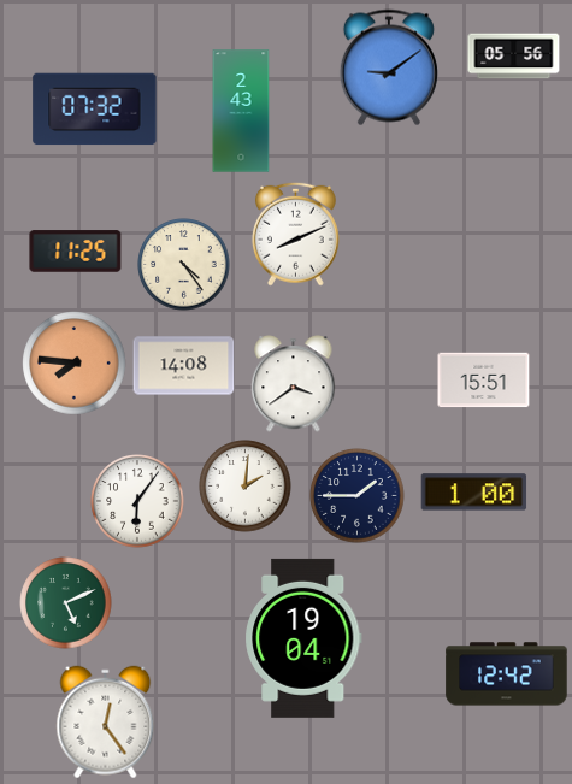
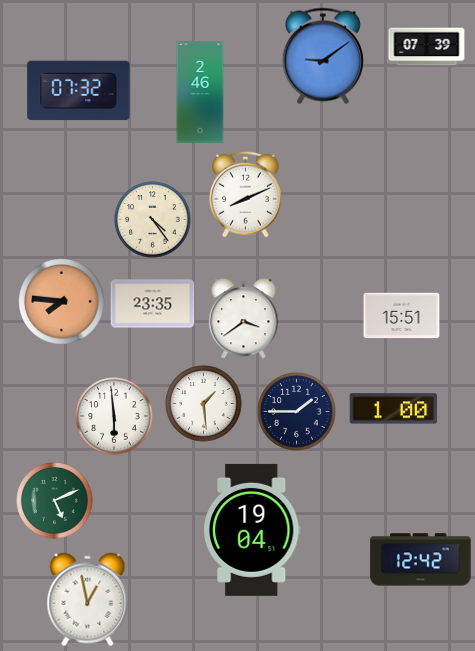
clock at (514, 57): 05:56 -> 07:39
clock at (241, 111): 2:43 -> 2:46
clock at (76, 252): 11:25 -> none
clock at (184, 366): 14:08 -> 23:35
clock at (246, 487): 2:01 -> 1:29
clock at (137, 501): 6:06 -> 5:59
clock at (106, 723): 12:24 -> 12:58
